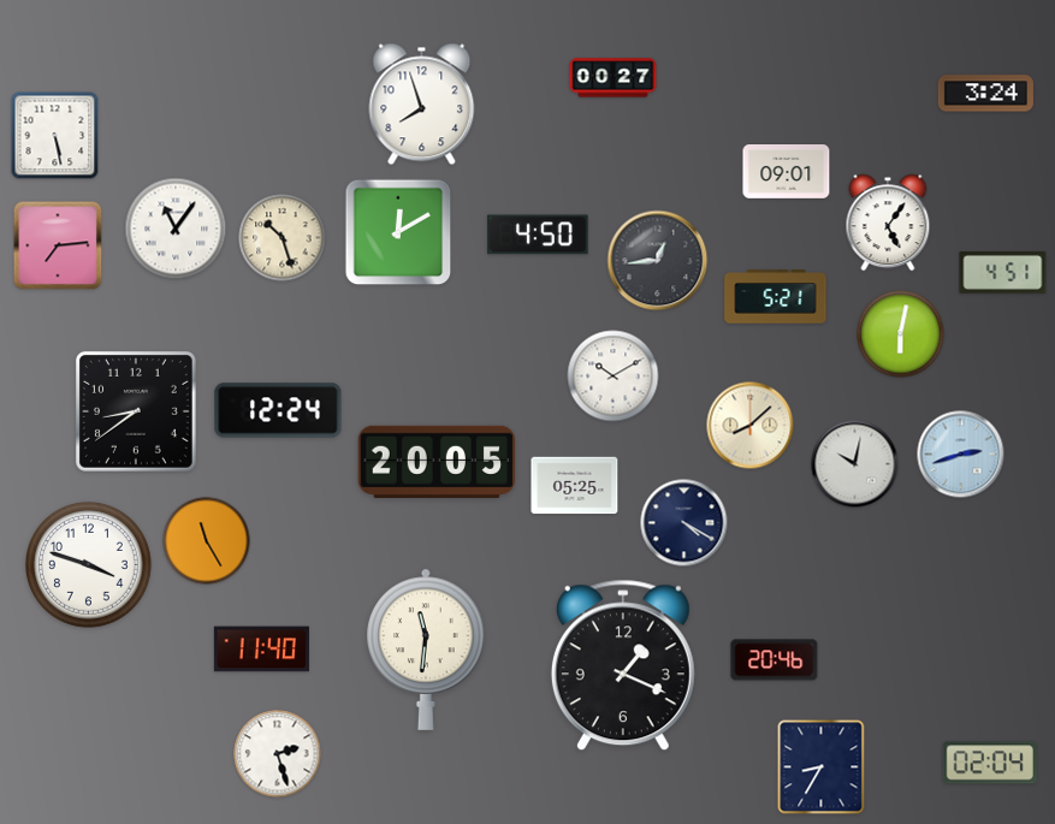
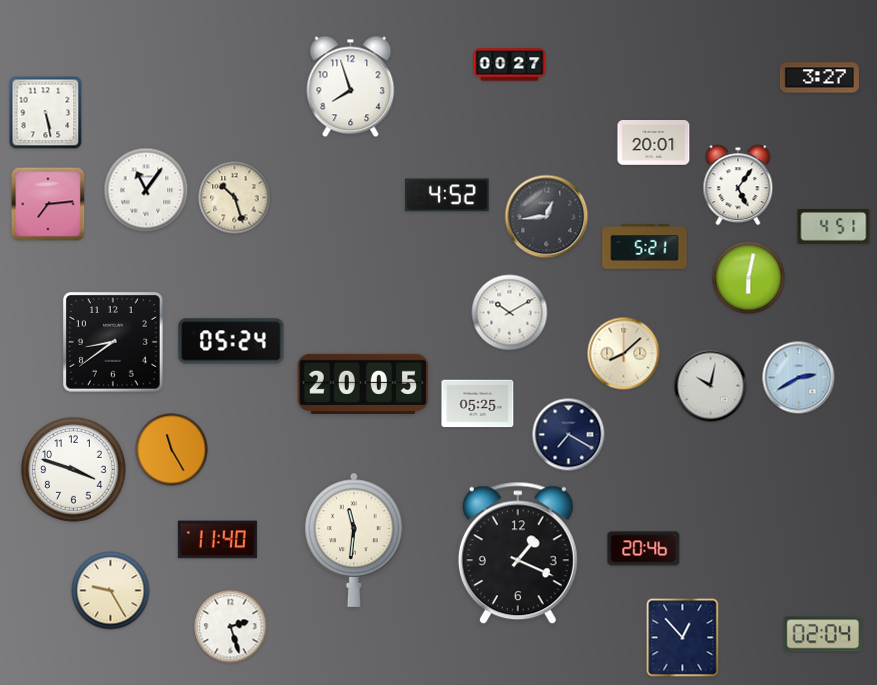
clock at (985, 94): 3:24 -> 3:27
clock at (787, 172): 09:01 -> 20:01
clock at (398, 232): 12:10 -> none
clock at (538, 235): 4:50 -> 4:52
clock at (278, 410): 12:24 -> 05:24
clock at (961, 455): 2:42 -> 2:40
clock at (684, 523): 4:20 -> 7:20
clock at (111, 591): none -> 9:25
clock at (822, 767): 8:35 -> 12:53
